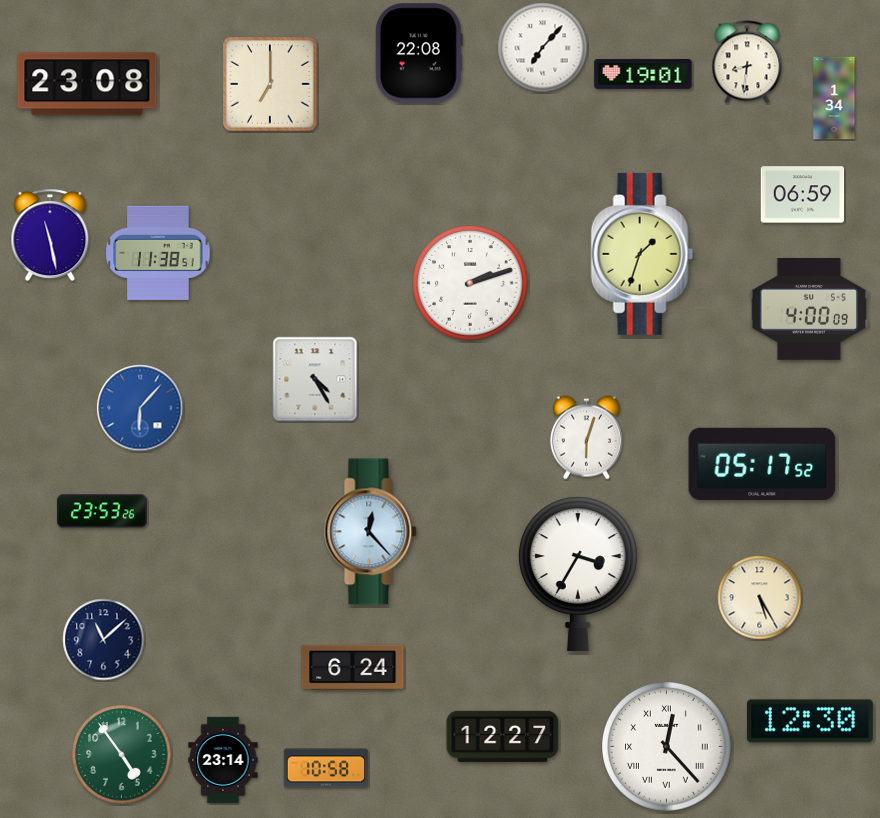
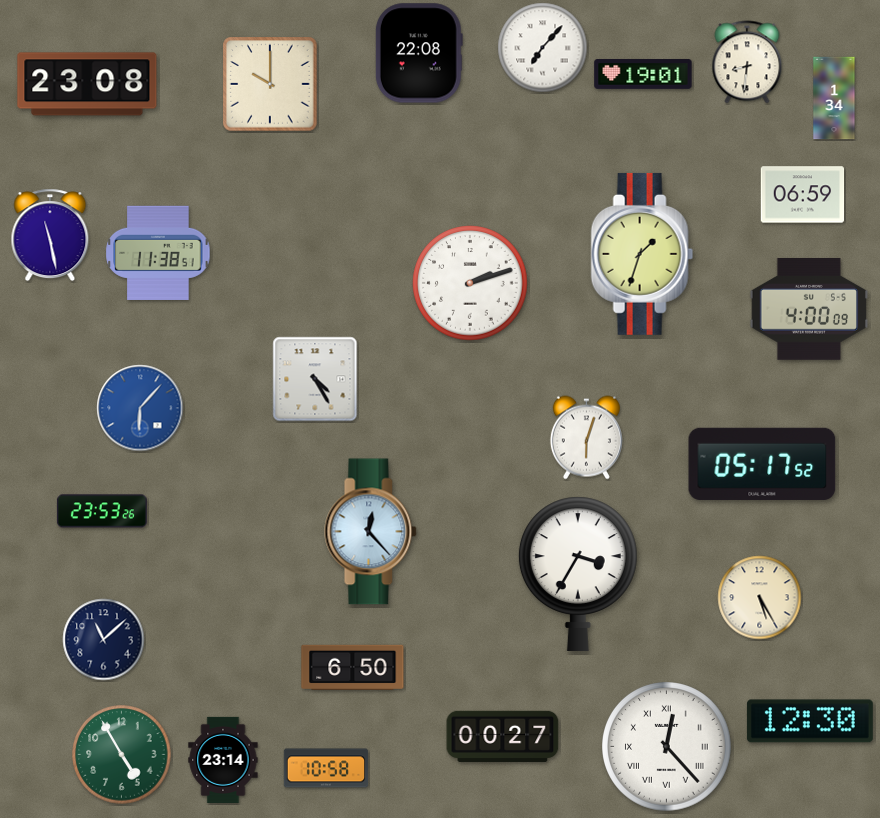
clock at (270, 84): 7:00 -> 10:00
clock at (353, 667): 6:24 -> 6:50
clock at (503, 736): 12:27 -> 00:27
clock at (122, 755): 4:54 -> 4:55
